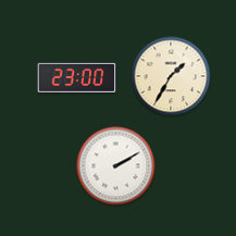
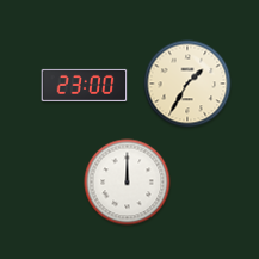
clock at (116, 166): 2:10 -> 12:00
